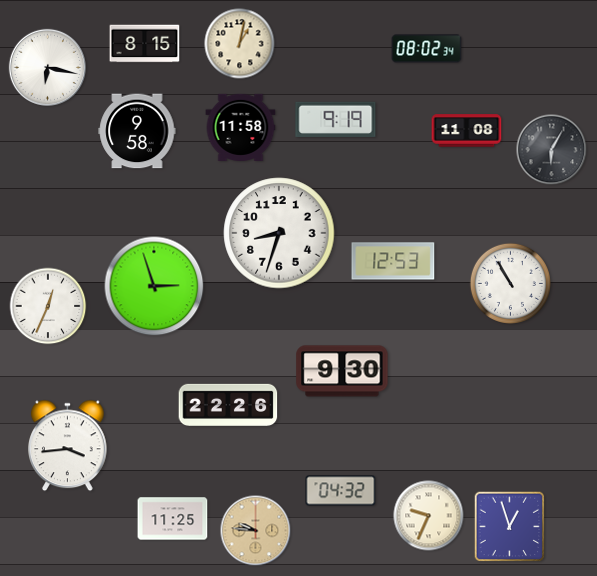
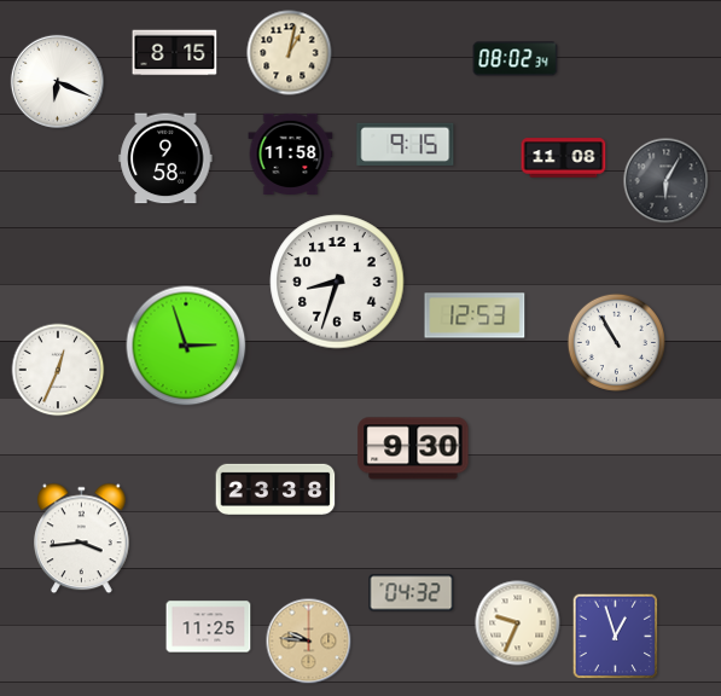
clock at (47, 67): 6:17 -> 6:19
clock at (336, 119): 9:19 -> 9:15
clock at (228, 404): 22:26 -> 23:38
